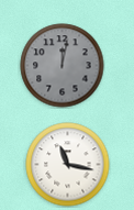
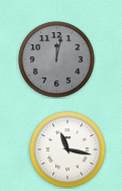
clock at (68, 165) position: (68, 165) -> (68, 150)
